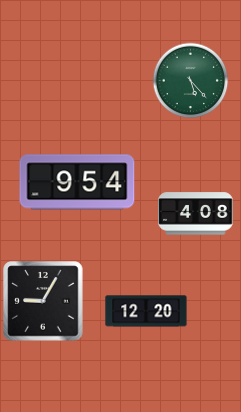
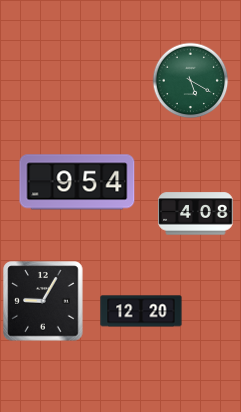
clock at (191, 81): 5:23 -> 5:20
clock at (146, 311) position: (146, 311) -> (141, 311)
